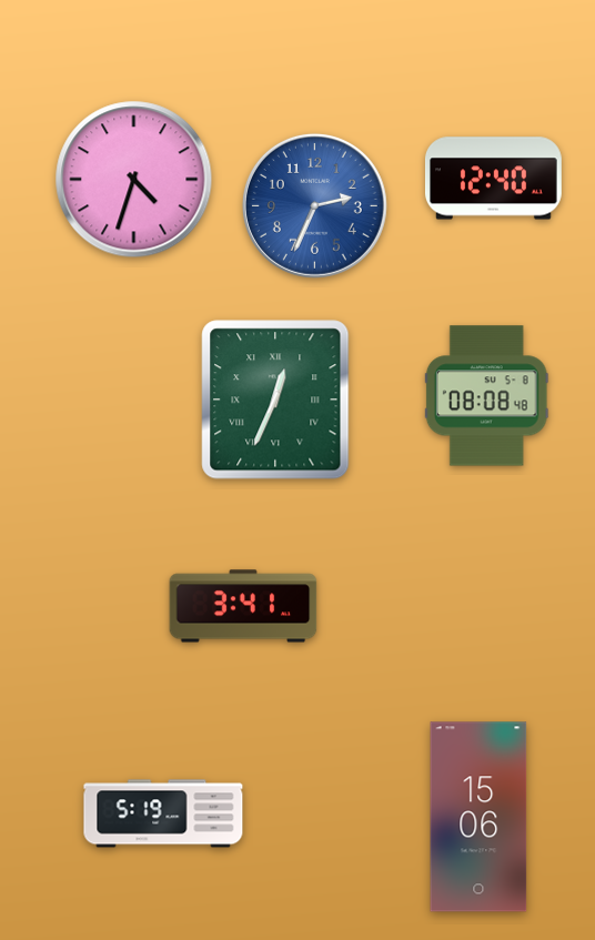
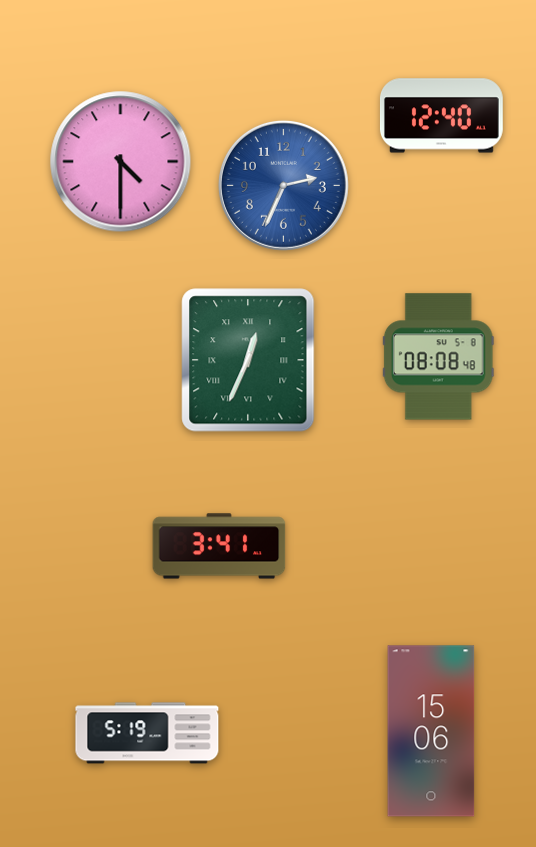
clock at (493, 179) position: (493, 179) -> (441, 116)
clock at (134, 180): 4:33 -> 4:30
clock at (478, 817) position: (478, 817) -> (431, 731)
